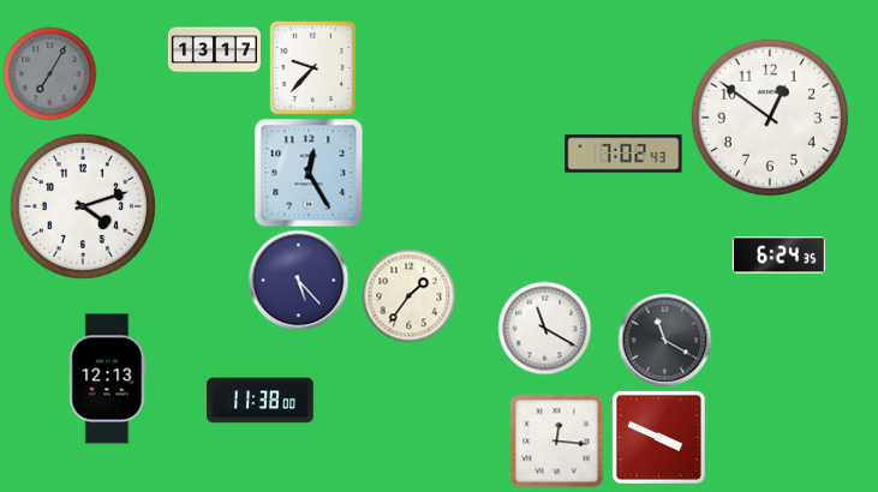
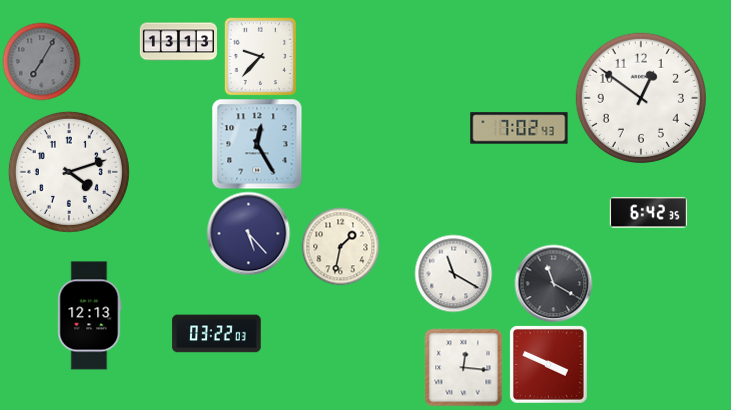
clock at (214, 50): 13:17 -> 13:13
clock at (778, 256): 6:24 -> 6:42
clock at (408, 295): 1:36 -> 1:32
clock at (261, 401): 11:38 -> 03:22
